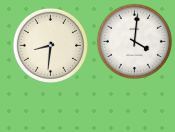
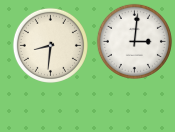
clock at (134, 41): 4:01 -> 3:01
